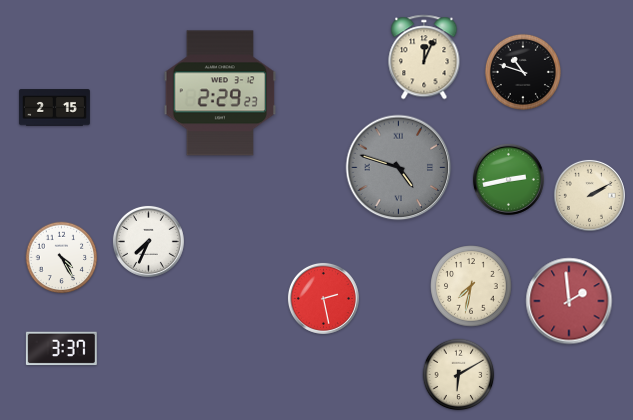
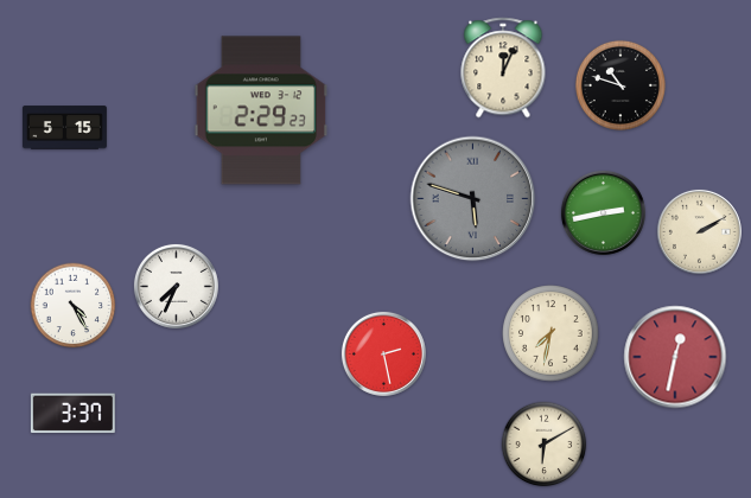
clock at (54, 108): 2:15 -> 5:15
clock at (399, 168): 4:48 -> 5:48
clock at (471, 286) position: (471, 286) -> (550, 333)
clock at (569, 301): 1:59 -> 12:32
